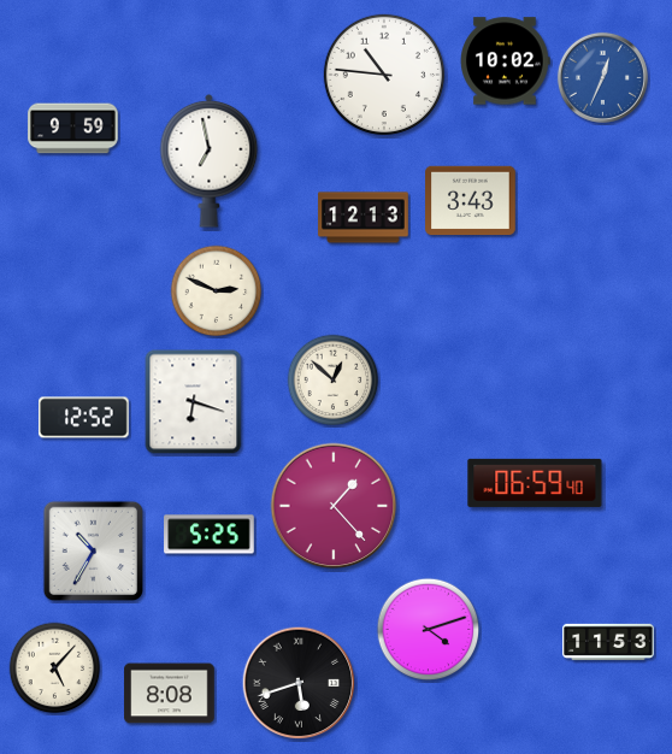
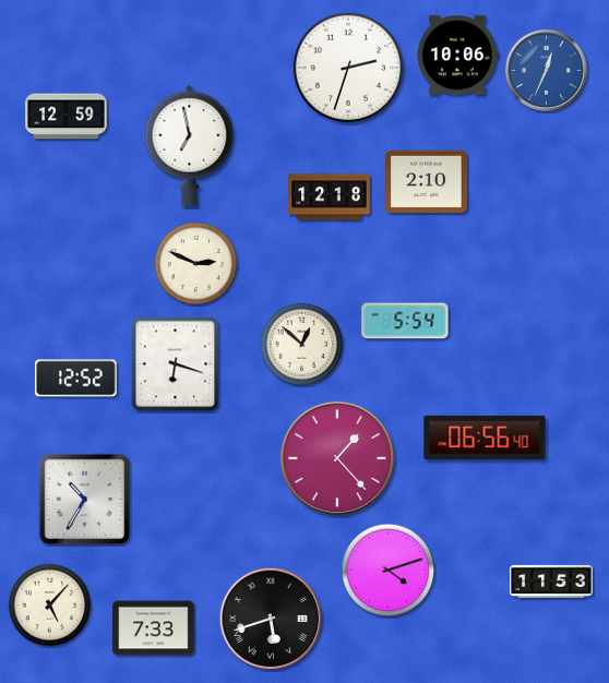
clock at (506, 61): 10:02 -> 10:06
clock at (384, 75): 10:46 -> 2:33
clock at (73, 129): 9:59 -> 12:59
clock at (471, 201): 3:43 -> 2:10
clock at (364, 218): 12:13 -> 12:18
clock at (405, 321): none -> 5:54
clock at (535, 483): 06:59 -> 06:56
clock at (334, 506) position: (334, 506) -> (337, 458)
clock at (210, 535): 5:25 -> none
clock at (170, 694): 8:08 -> 7:33
